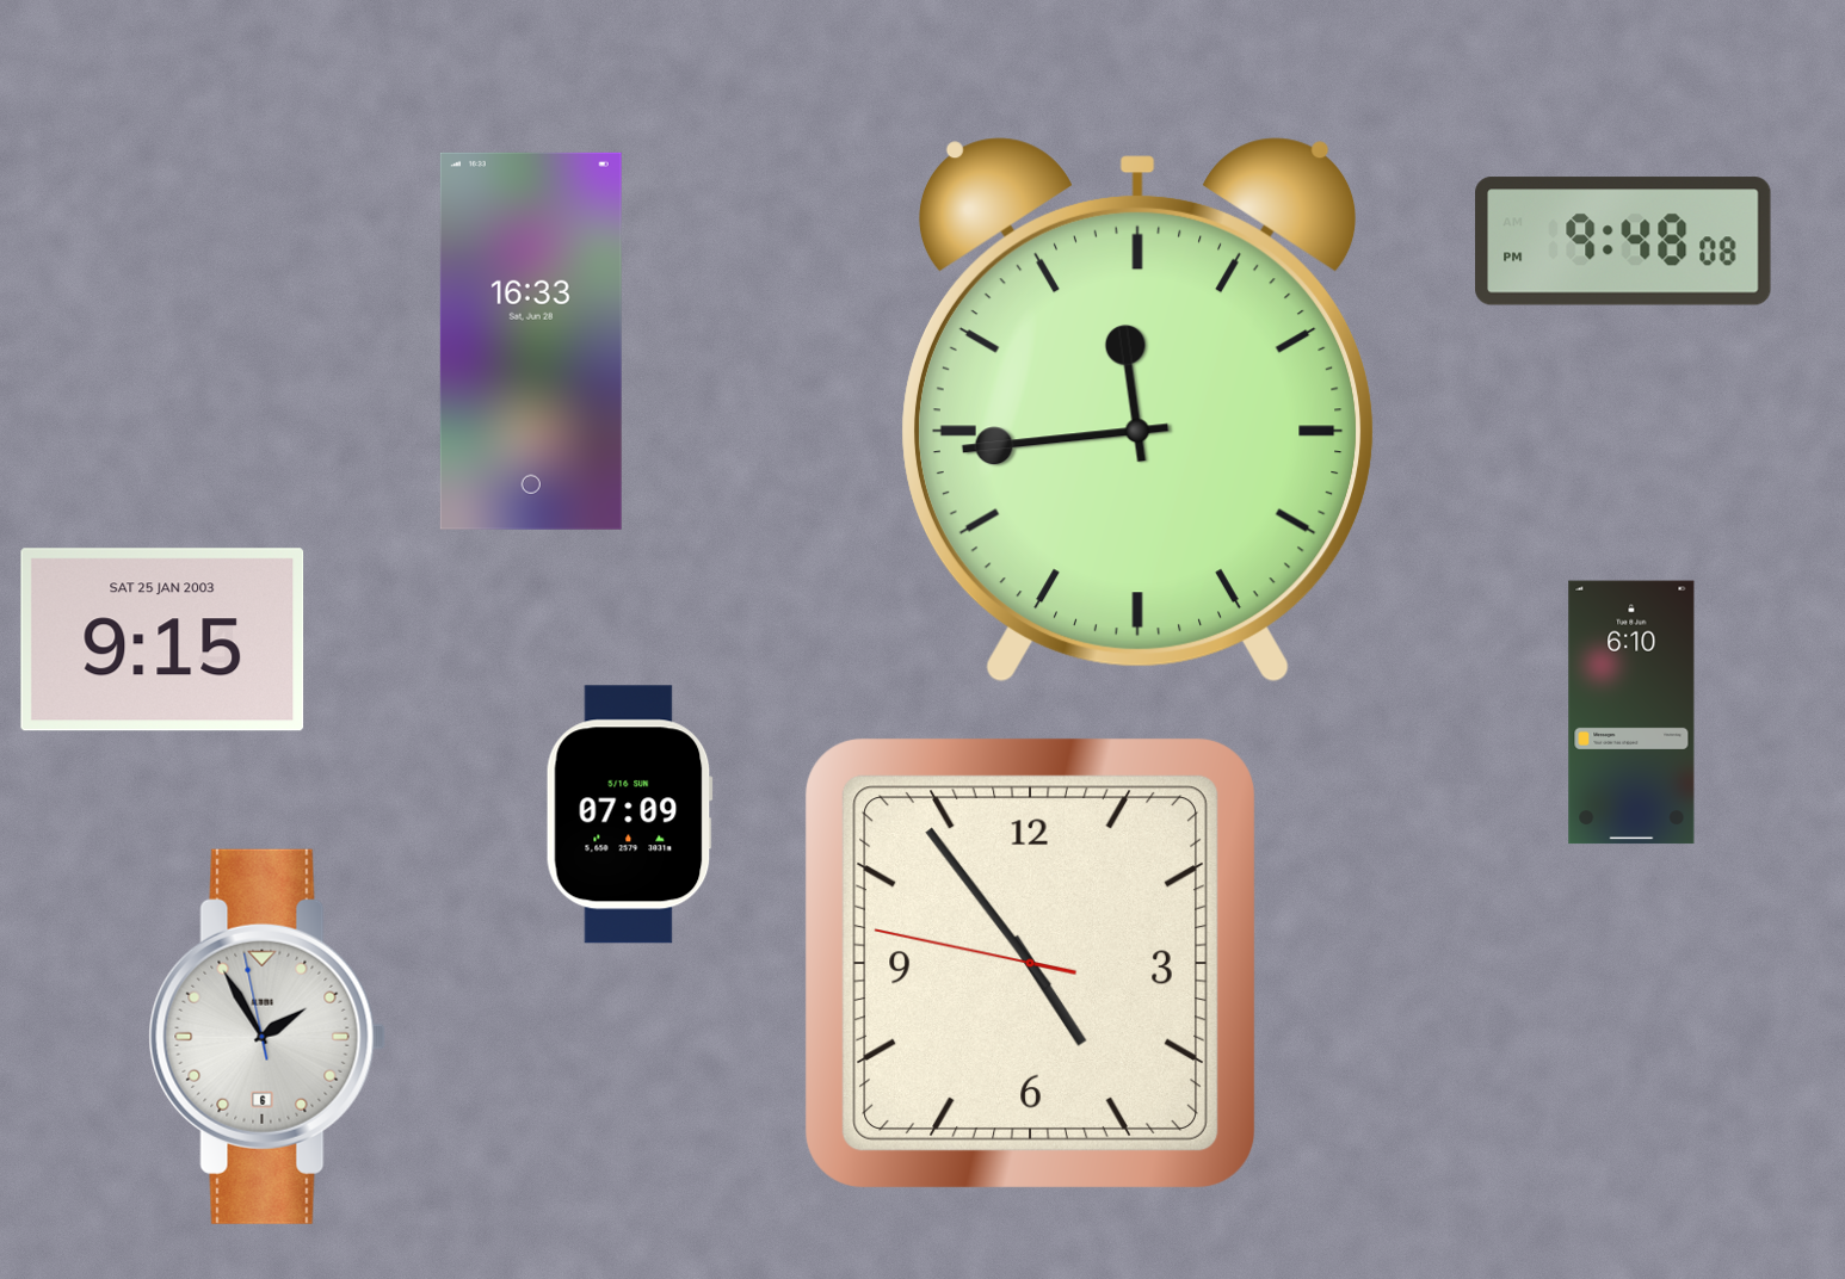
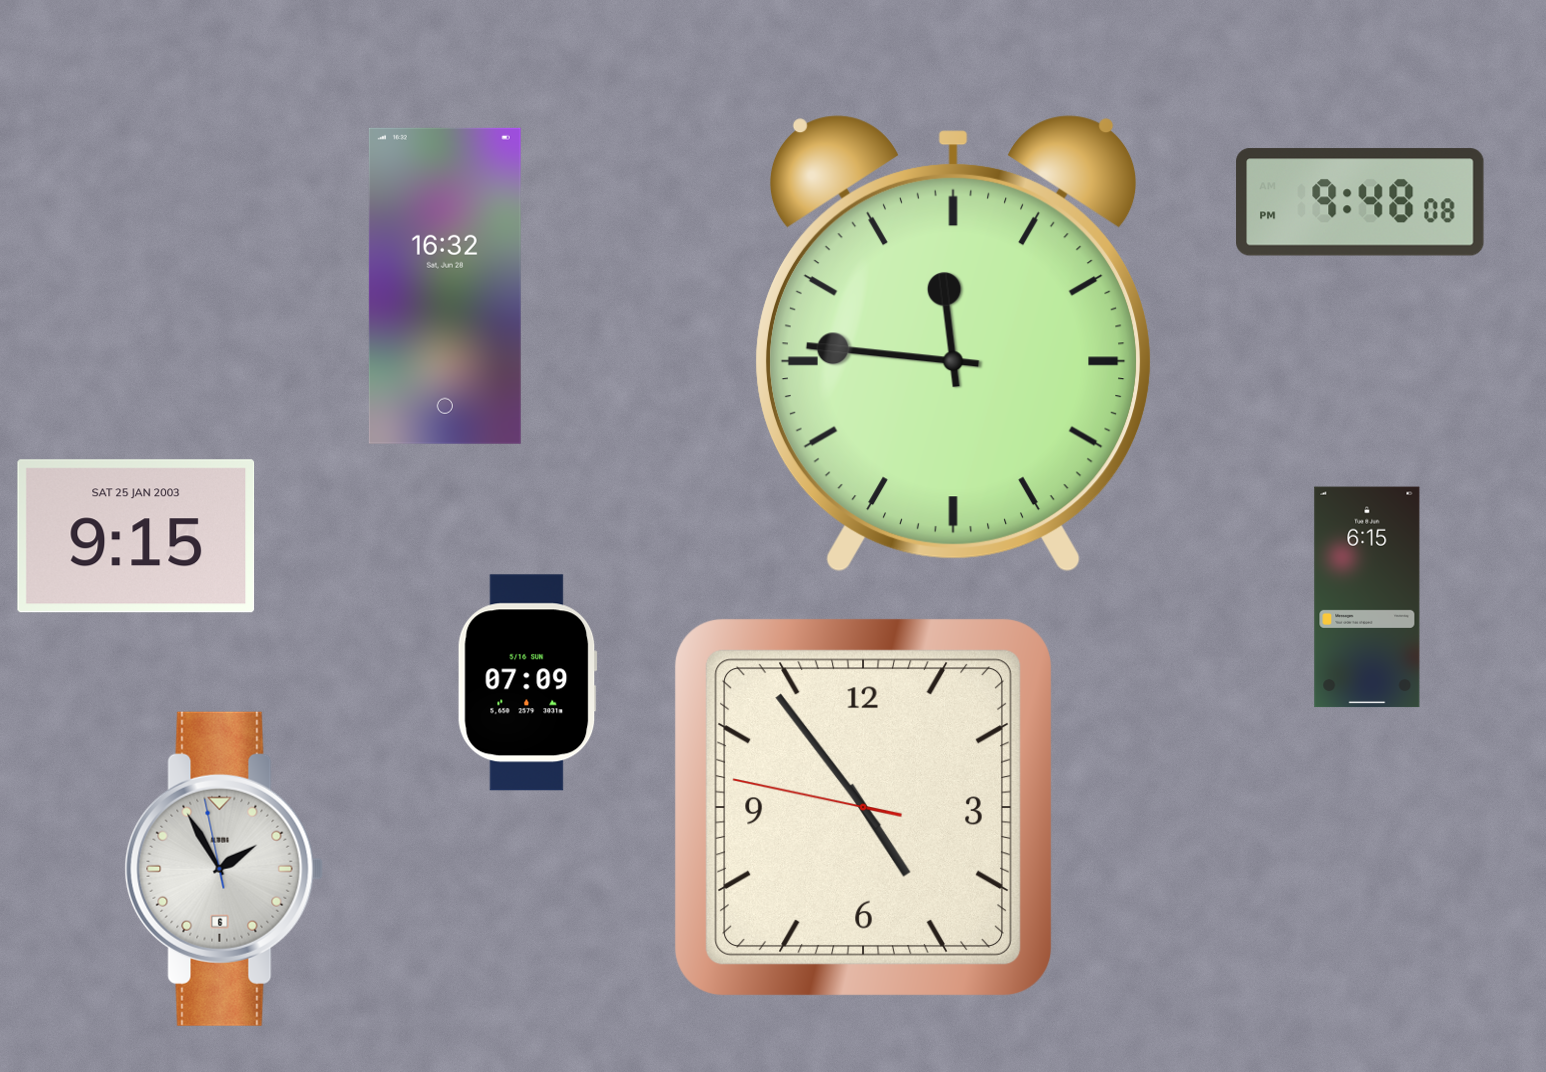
clock at (531, 341): 16:33 -> 16:32
clock at (1137, 410): 11:44 -> 11:46
clock at (1631, 712): 6:10 -> 6:15
